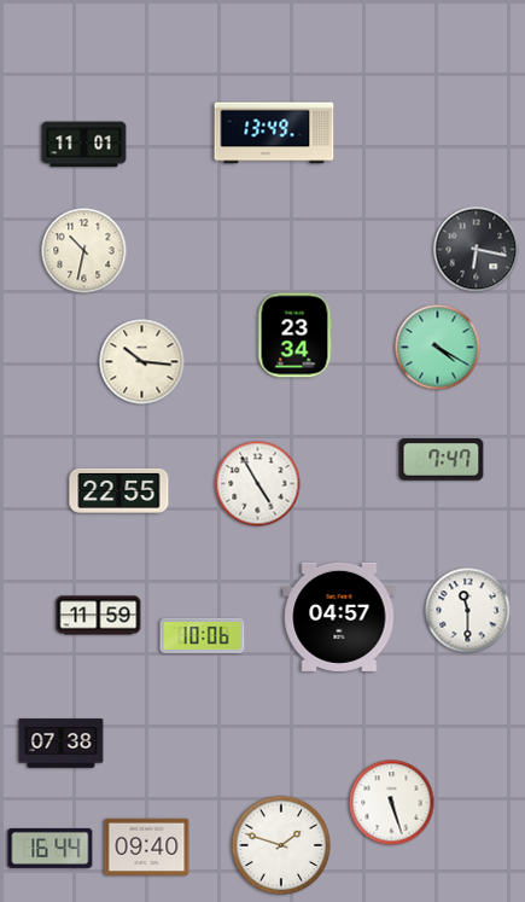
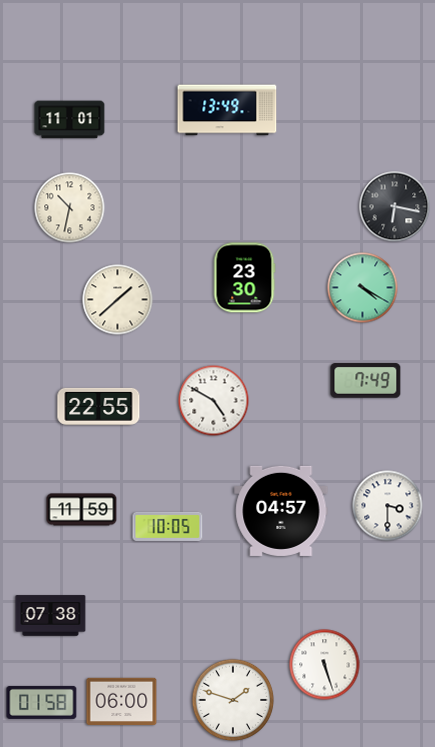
clock at (294, 336): 23:34 -> 23:30
clock at (142, 362): 10:16 -> 1:38
clock at (442, 460): 7:47 -> 7:49
clock at (258, 484): 4:55 -> 4:50
clock at (468, 611): 11:30 -> 3:30
clock at (203, 635): 10:06 -> 10:05
clock at (147, 846): 09:40 -> 06:00
clock at (51, 848): 16:44 -> 01:58
